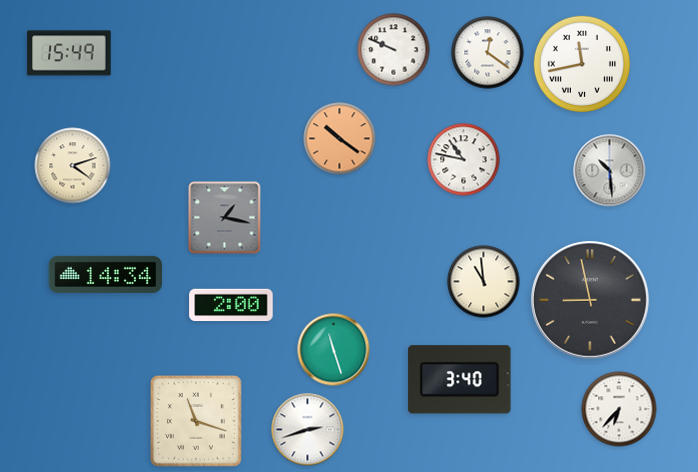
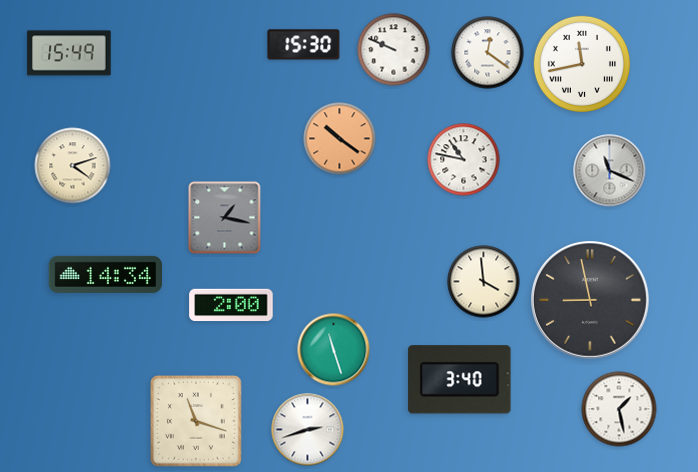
clock at (304, 45): none -> 15:30
clock at (610, 171): 10:29 -> 11:19
clock at (484, 282): 10:59 -> 3:59
clock at (619, 409): 6:37 -> 1:28
